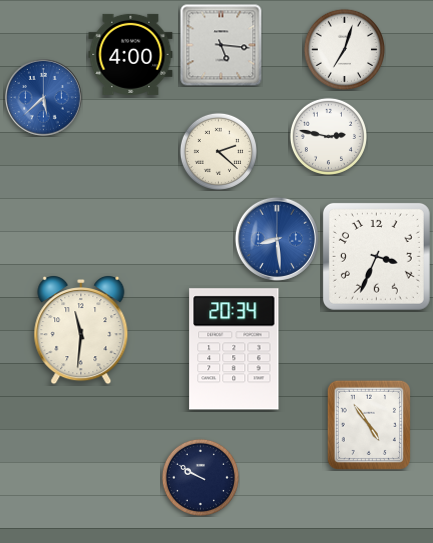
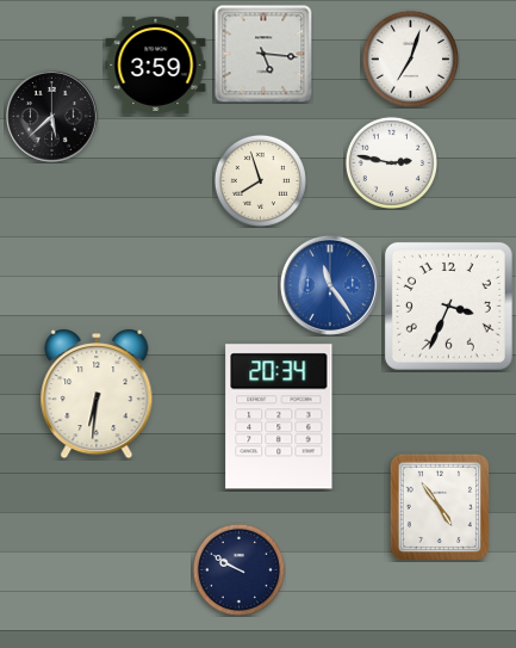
clock at (131, 54): 4:00 -> 3:59
clock at (44, 98) dial: blue -> black
clock at (218, 151): 2:22 -> 7:57
clock at (277, 239): 8:29 -> 11:24
clock at (81, 331): 11:31 -> 6:31
